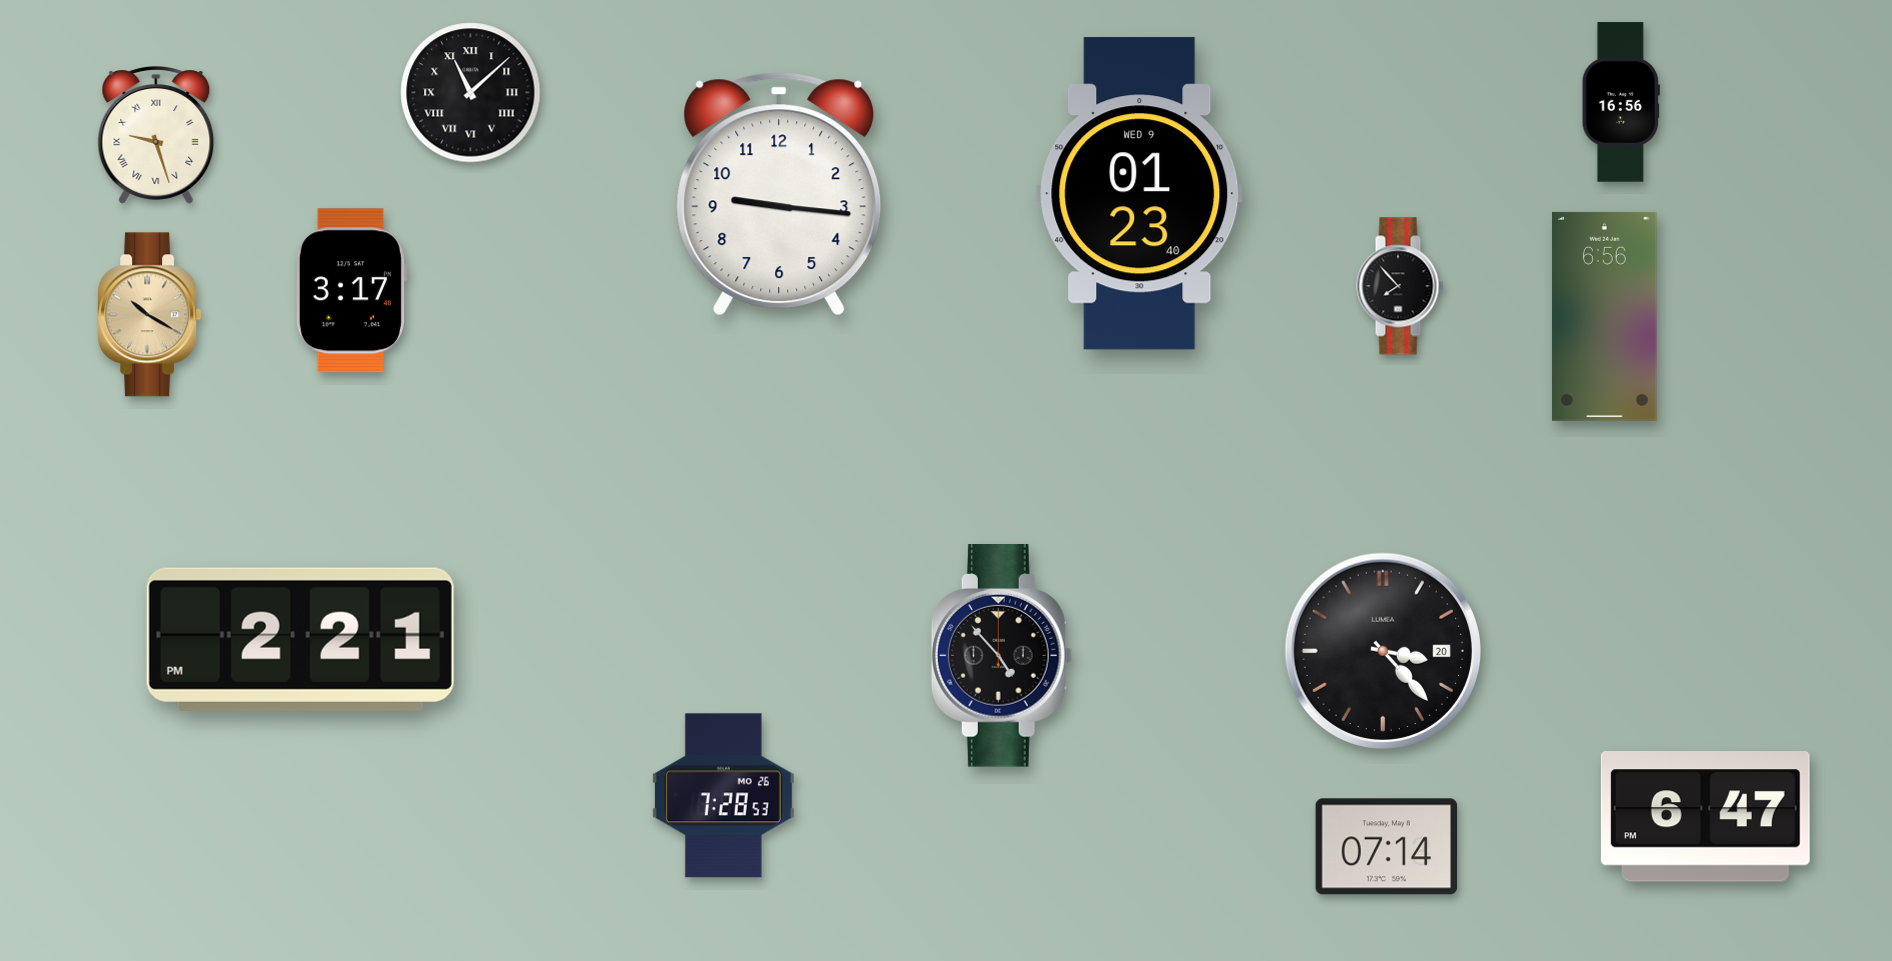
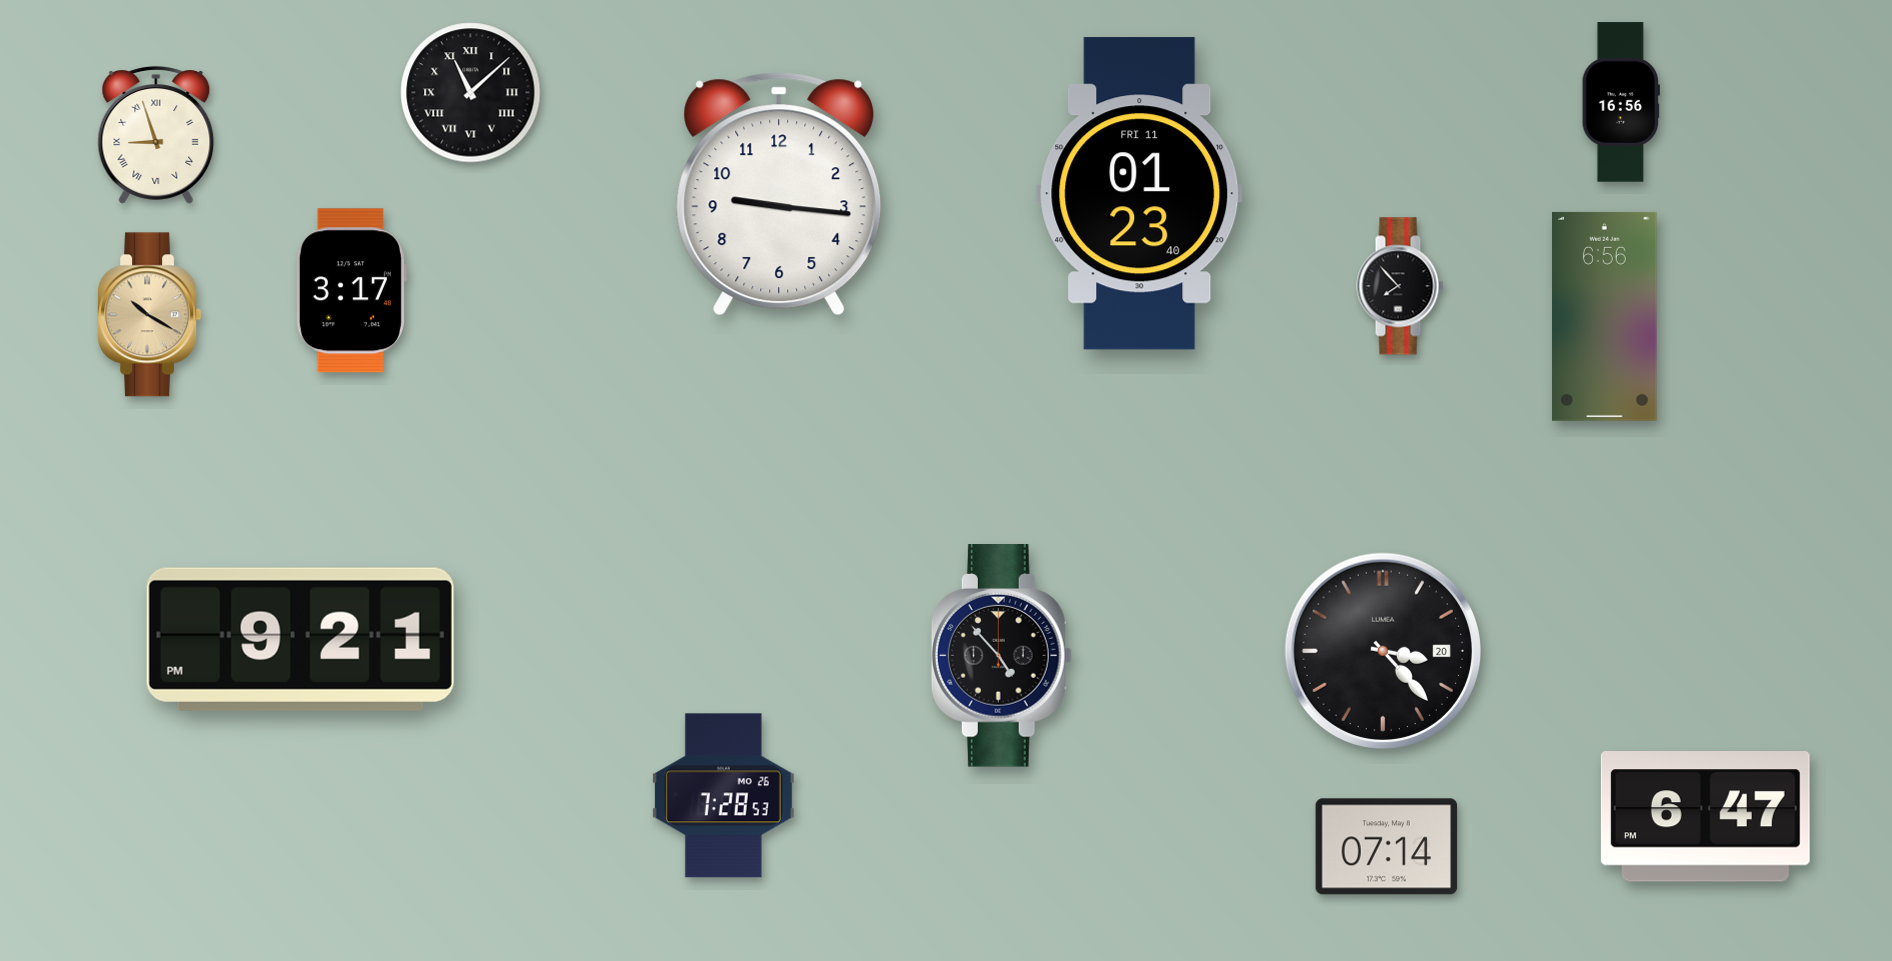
clock at (156, 135): 9:27 -> 8:57
clock at (1140, 194) date: WED 9 -> FRI 11
clock at (300, 639): 2:21 -> 9:21
